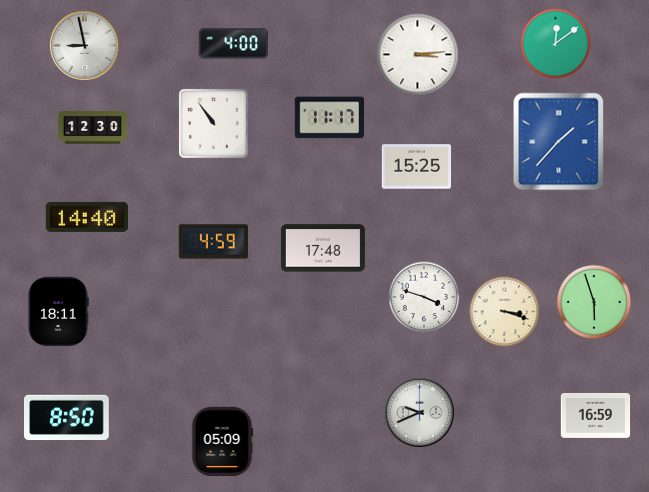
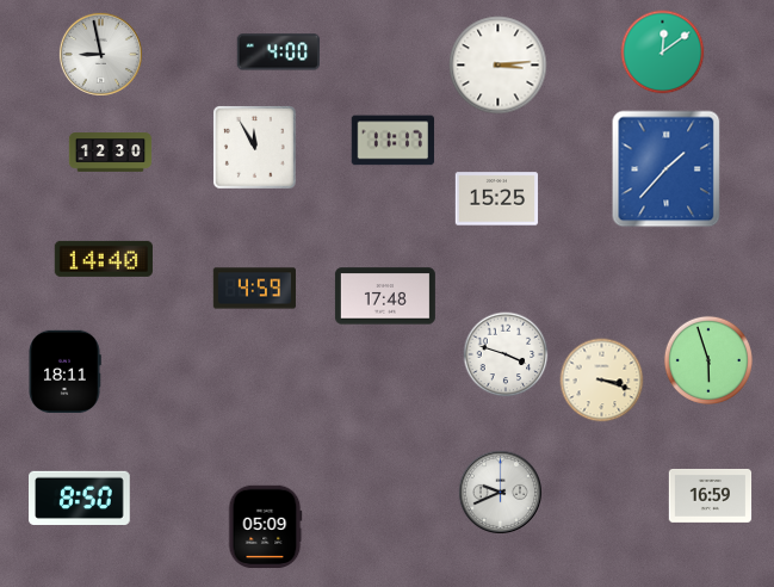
clock at (214, 124): 10:54 -> 11:55
clock at (58, 312) position: (58, 312) -> (64, 372)
clock at (505, 312) position: (505, 312) -> (602, 381)
